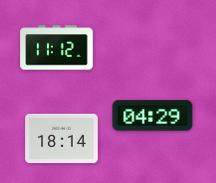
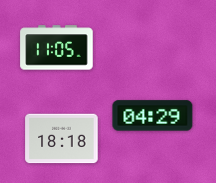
clock at (57, 48): 11:12 -> 11:05
clock at (62, 139): 18:14 -> 18:18
